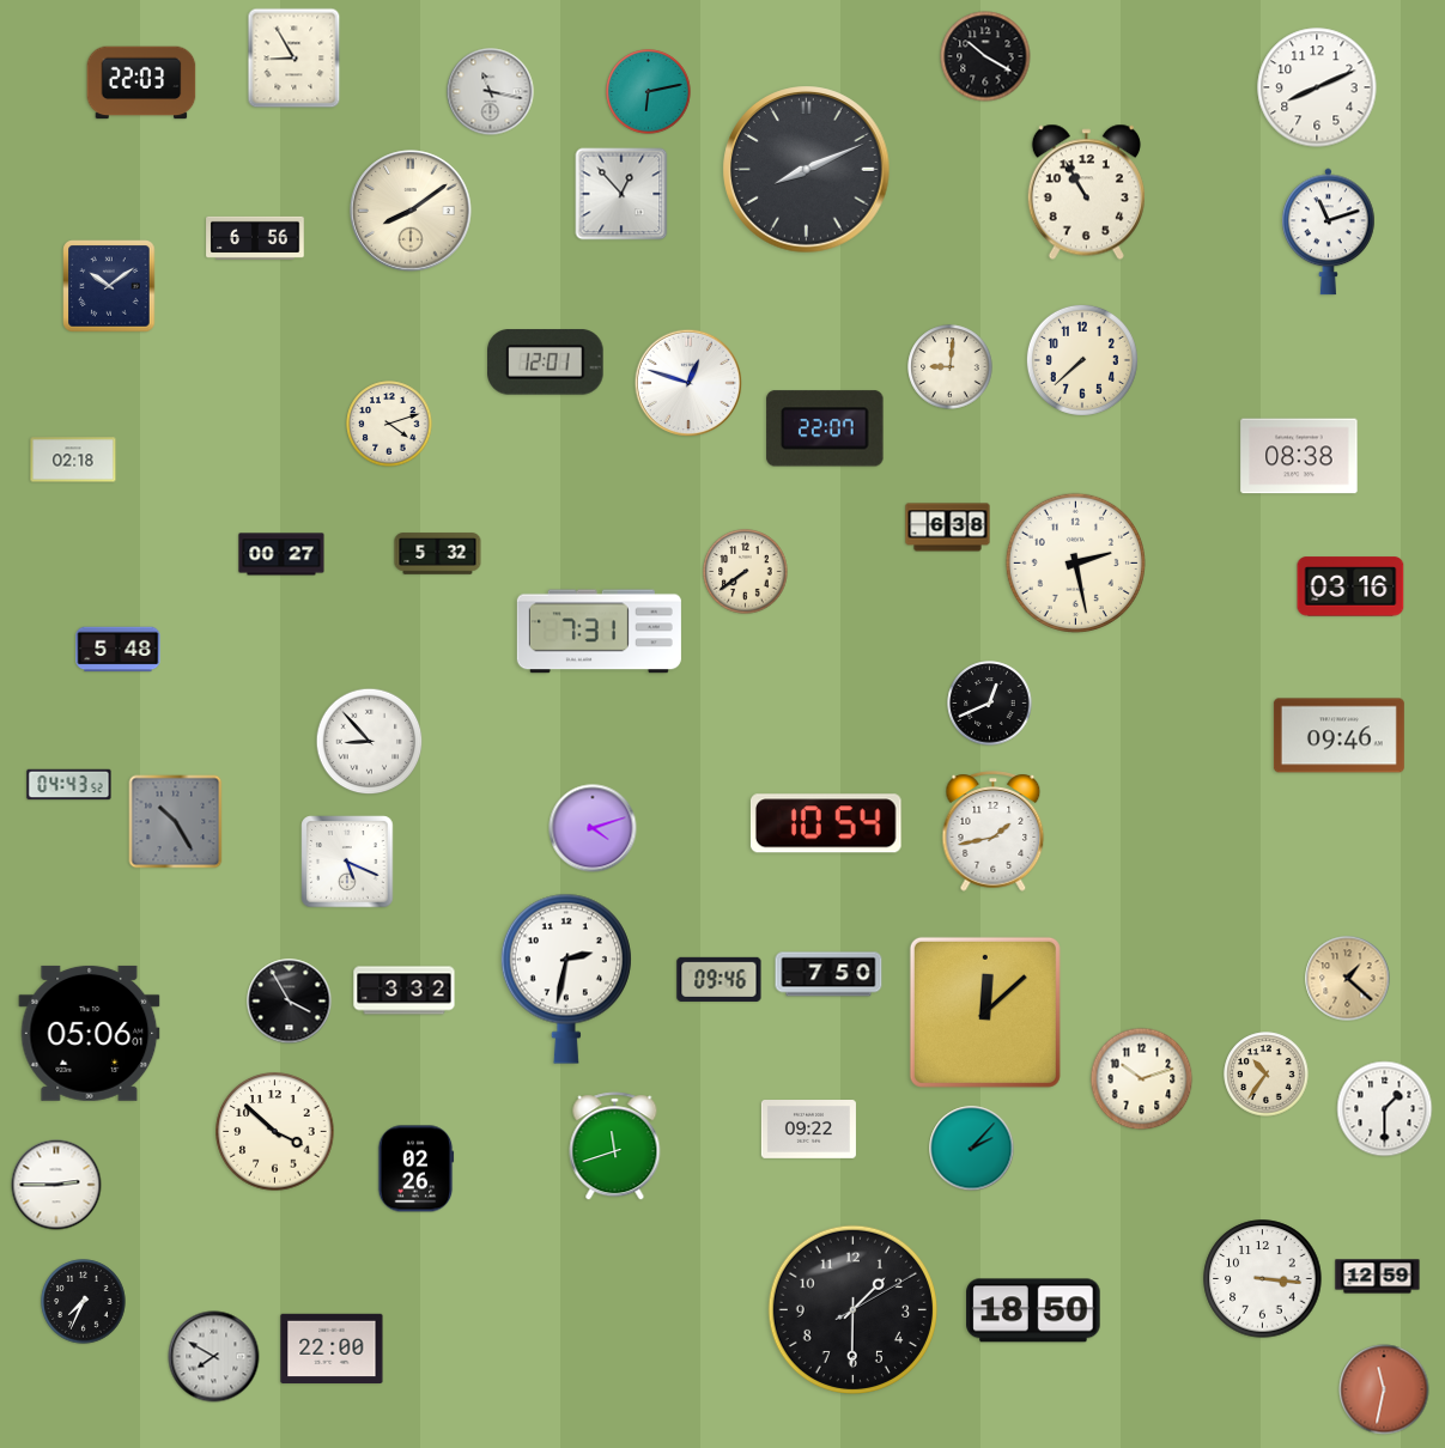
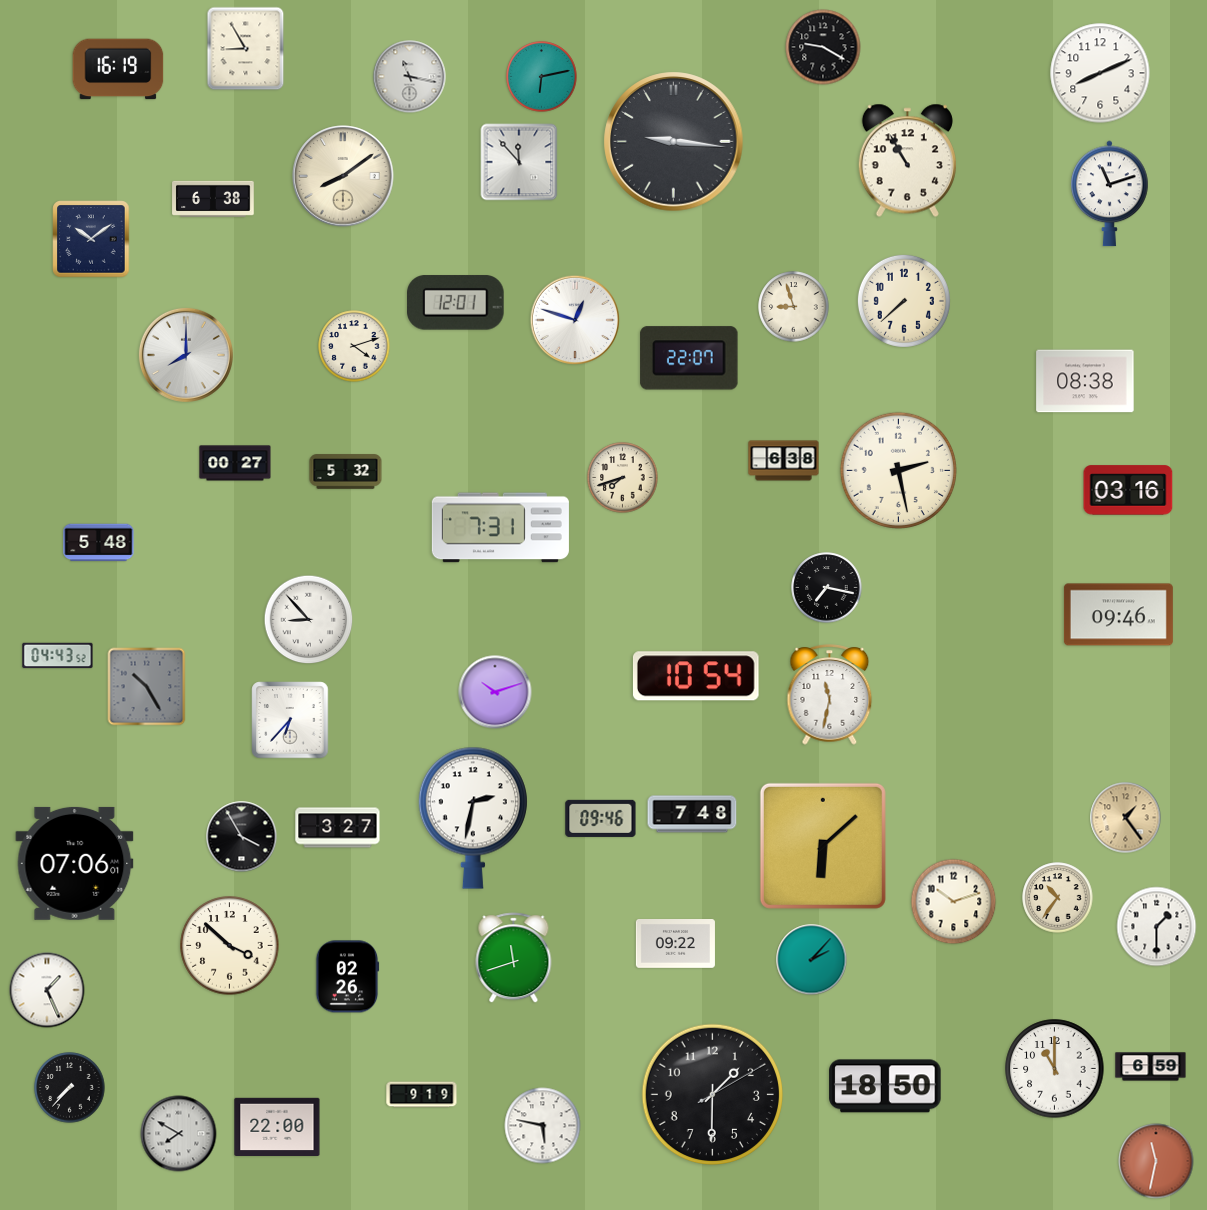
clock at (985, 56): 10:20 -> 9:20
clock at (141, 83): 22:03 -> 16:19
clock at (807, 170): 8:11 -> 9:16
clock at (621, 194): 12:53 -> 11:53
clock at (255, 238): 6:56 -> 6:38
clock at (951, 367): 9:01 -> 8:57
clock at (389, 424) position: (389, 424) -> (354, 346)
clock at (186, 355): none -> 8:00
clock at (73, 460): 02:18 -> none
clock at (948, 528) position: (948, 528) -> (784, 461)
clock at (438, 554) position: (438, 554) -> (346, 472)
clock at (746, 572): 7:39 -> 7:42
clock at (990, 704): 12:41 -> 7:17
clock at (826, 823) position: (826, 823) -> (696, 676)
clock at (593, 828): 4:12 -> 10:12
clock at (994, 832): 1:43 -> 11:32
clock at (347, 862): 5:19 -> 6:37
clock at (828, 974): 7:50 -> 7:48
clock at (1348, 979): 1:22 -> 1:24
clock at (405, 991): 3:32 -> 3:27
clock at (985, 1012): 12:08 -> 6:08
clock at (90, 1033): 05:06 -> 07:06
clock at (56, 1185): 2:45 -> 1:26
clock at (1378, 1277): 12:59 -> 6:59
clock at (1263, 1279): 3:16 -> 11:00
clock at (84, 1302): 7:34 -> 7:37
clock at (422, 1095): none -> 9:19
clock at (1033, 1310) position: (1033, 1310) -> (885, 1086)
clock at (543, 1126): none -> 5:47
